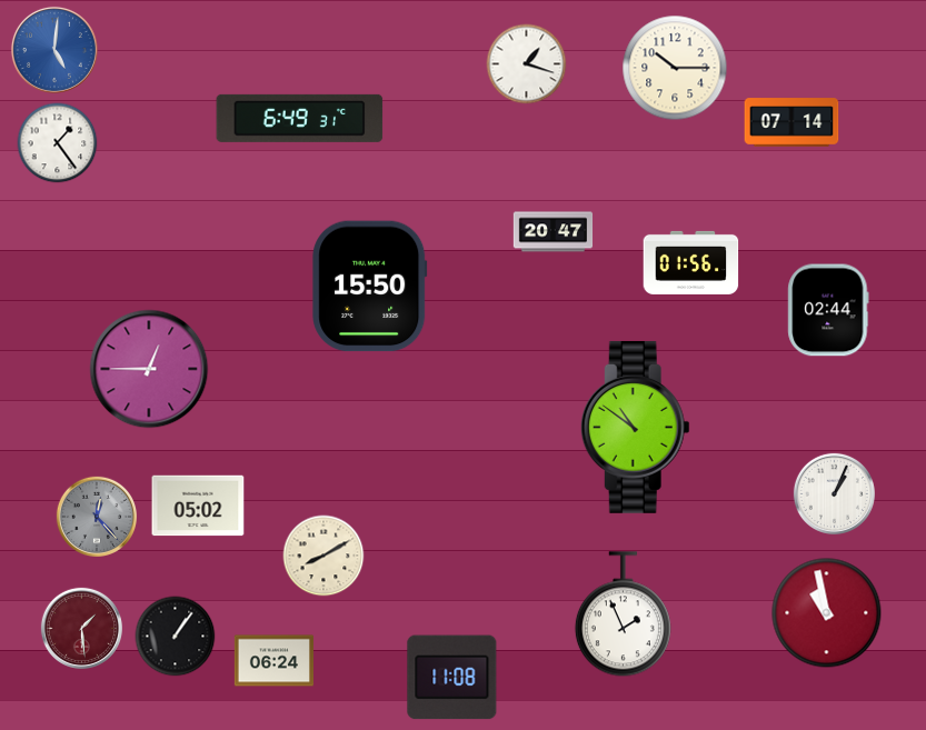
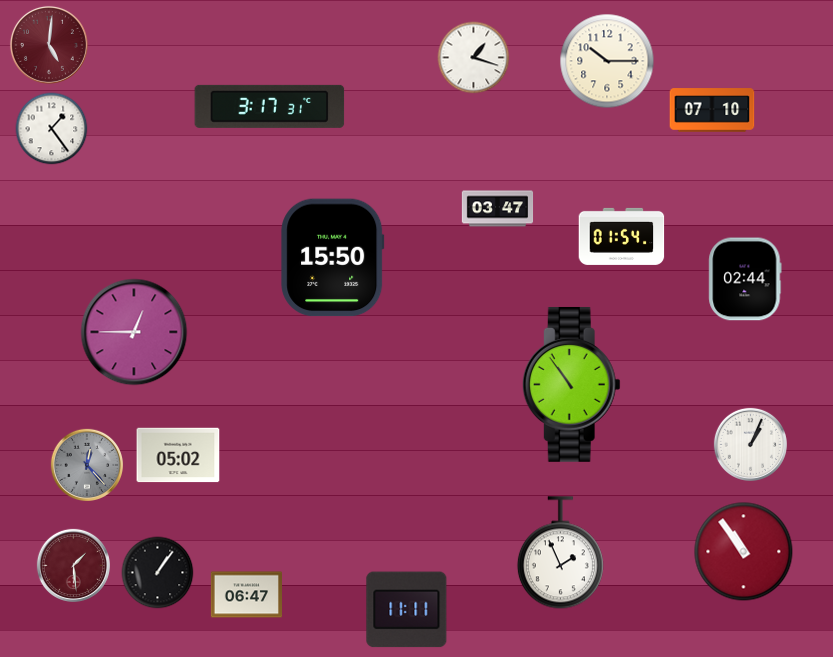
clock at (54, 50) dial: blue -> burgundy
clock at (300, 118): 6:49 -> 3:17
clock at (791, 122): 07:14 -> 07:10
clock at (554, 232): 20:47 -> 03:47
clock at (691, 262): 01:56 -> 01:54
clock at (635, 427): 10:51 -> 10:54
clock at (323, 556): 8:10 -> none
clock at (827, 613): 10:58 -> 10:54
clock at (273, 661): 06:24 -> 06:47
clock at (452, 678): 11:08 -> 11:11
